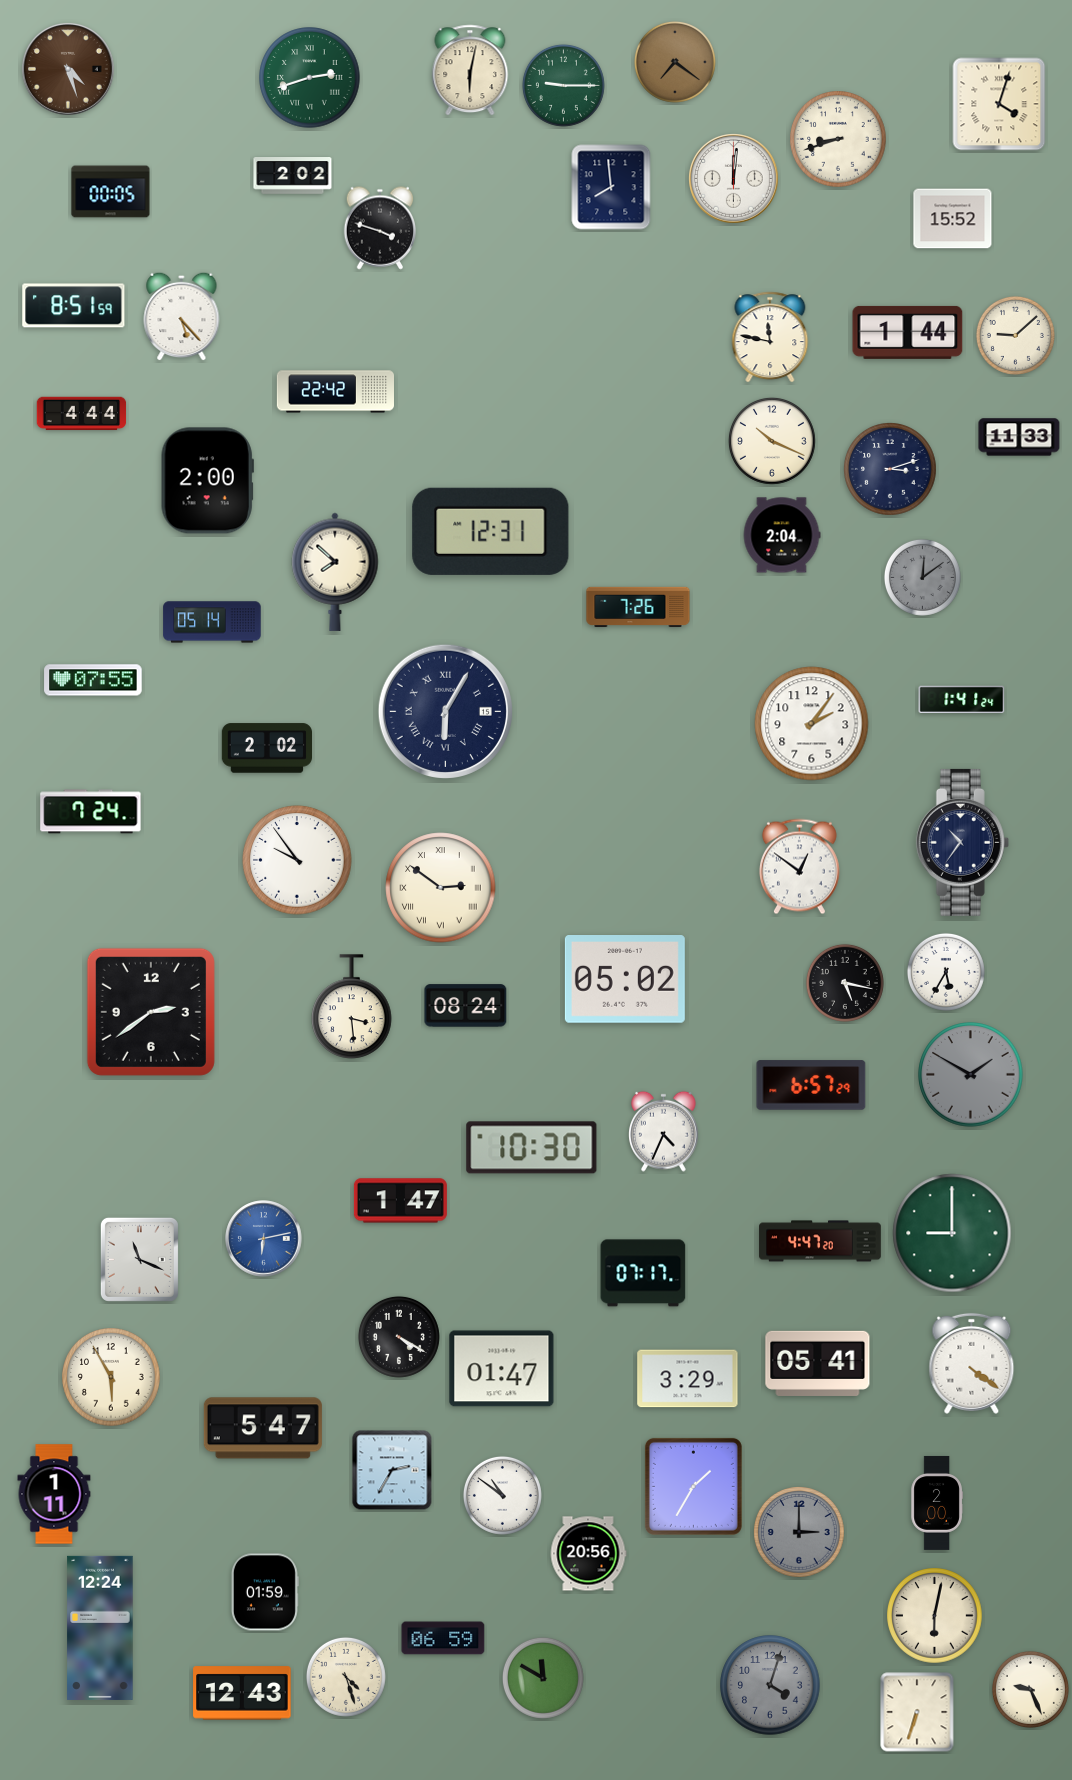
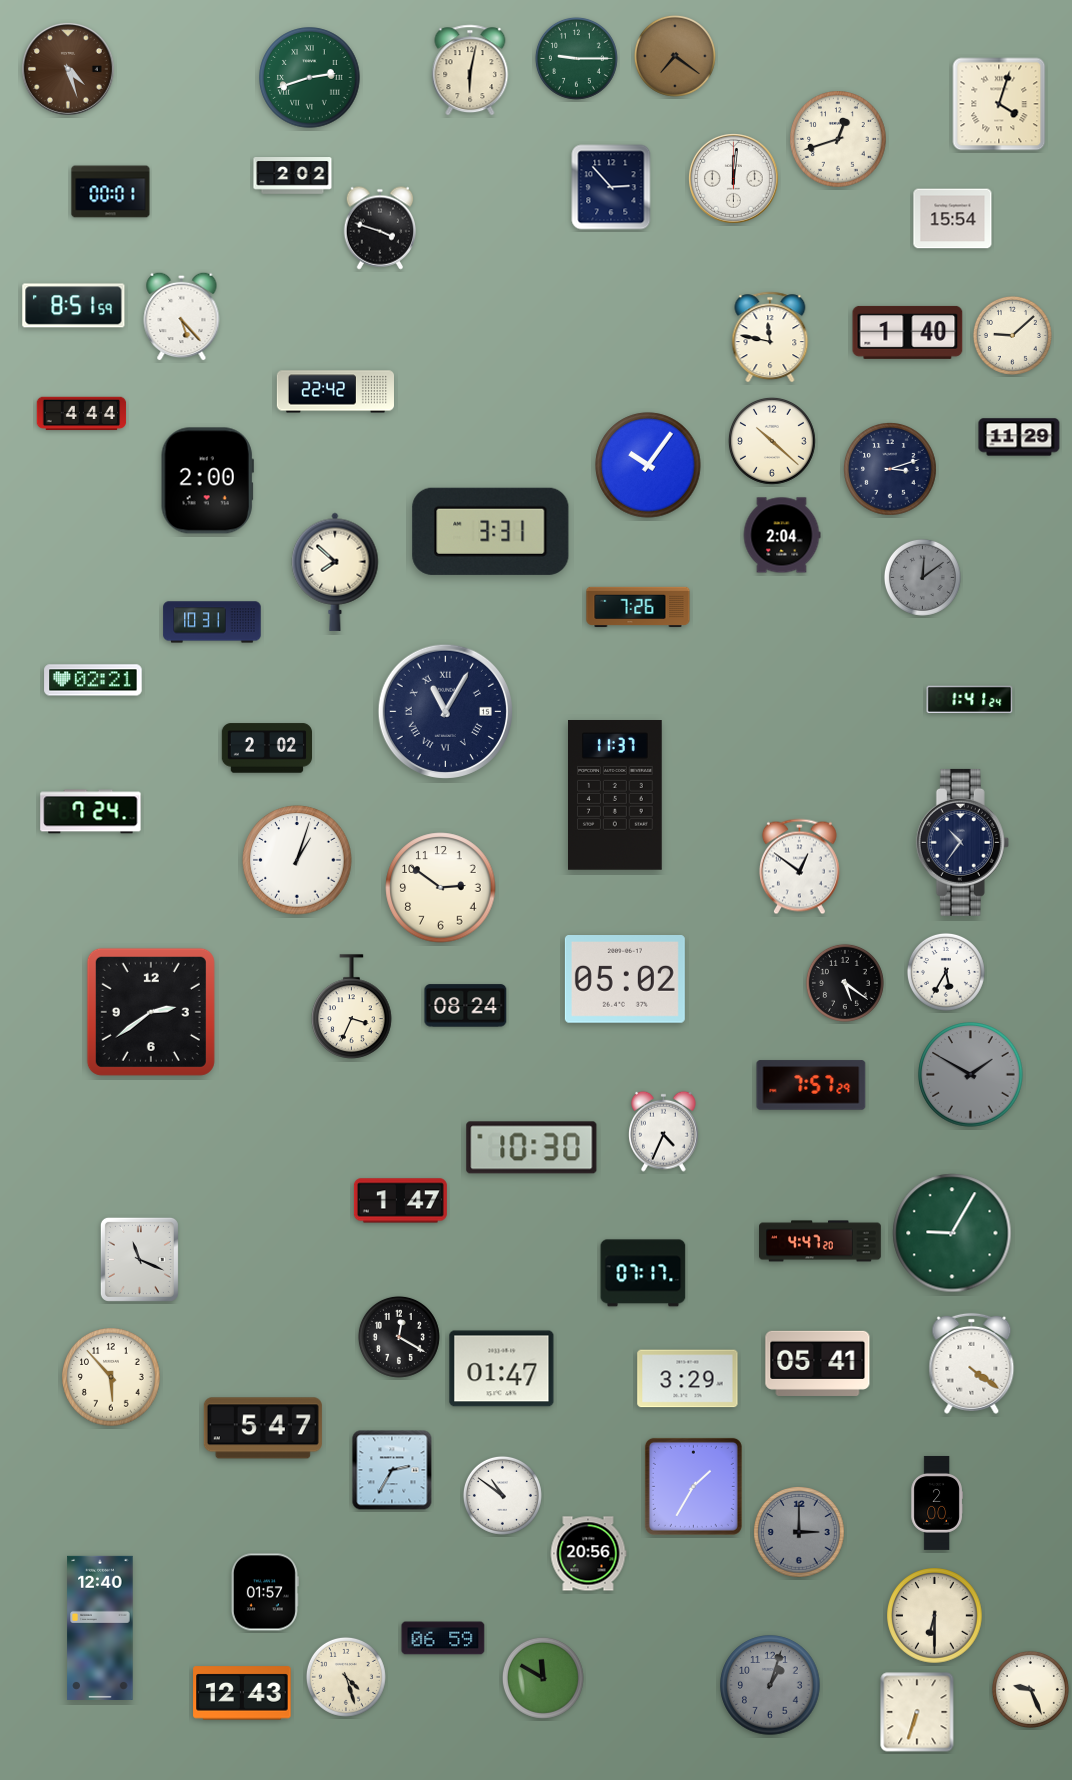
clock at (675, 62) position: (675, 62) -> (675, 56)
clock at (563, 85) position: (563, 85) -> (576, 58)
clock at (838, 139): 8:42 -> 12:42
clock at (611, 187): 7:59 -> 2:53
clock at (111, 192): 00:05 -> 00:01
clock at (953, 219): 15:52 -> 15:54
clock at (908, 332): 1:44 -> 1:40
clock at (1015, 335) position: (1015, 335) -> (1012, 335)
clock at (1019, 437): 11:33 -> 11:29
clock at (772, 441): 10:19 -> 10:22
clock at (648, 465): none -> 10:06
clock at (491, 531): 12:31 -> 3:31
clock at (212, 622): 05:14 -> 10:31
clock at (93, 680): 07:55 -> 02:21
clock at (962, 699) position: (962, 699) -> (970, 699)
clock at (445, 711): 6:05 -> 11:05
clock at (812, 724): 2:06 -> none
clock at (616, 795): none -> 11:37
clock at (297, 860): 9:54 -> 1:03
clock at (441, 888) numerals: Roman -> Arabic
clock at (845, 983): 5:17 -> 5:21
clock at (352, 1007): 3:29 -> 3:34
clock at (811, 1085): 6:57 -> 7:57
clock at (952, 1233): 9:00 -> 9:05
clock at (264, 1239): 6:13 -> none
clock at (399, 1337): 4:20 -> 12:20
clock at (111, 1377): 5:55 -> 5:53
clock at (54, 1494): 1:11 -> none
clock at (265, 1592): 01:59 -> 01:57
clock at (935, 1616): 6:02 -> 6:30
clock at (100, 1628): 12:24 -> 12:40
clock at (770, 1685): 4:03 -> 1:03
